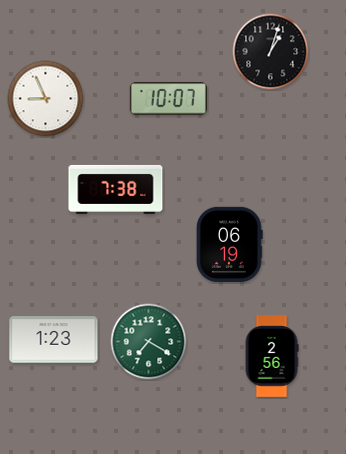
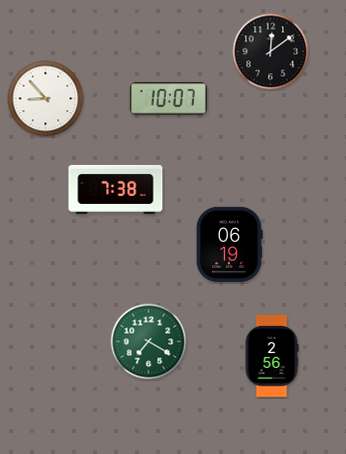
clock at (271, 52): 1:03 -> 12:09
clock at (46, 99): 8:56 -> 8:53
clock at (54, 340): 1:23 -> none
